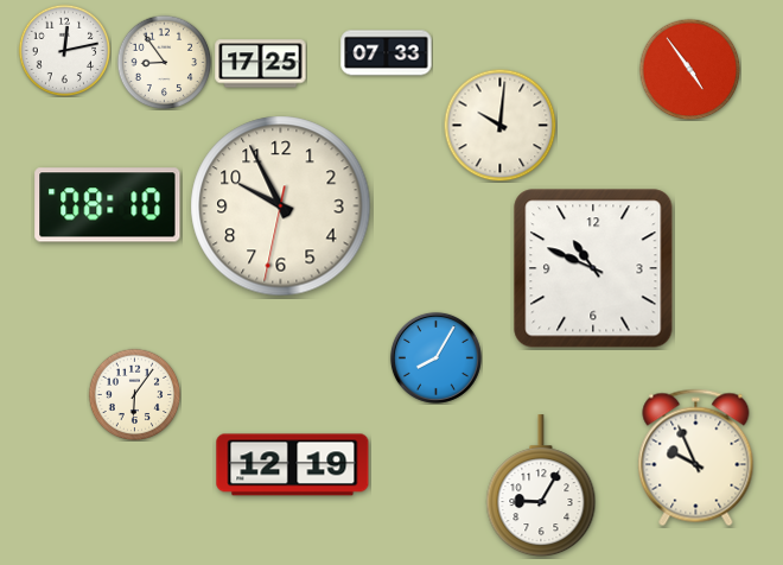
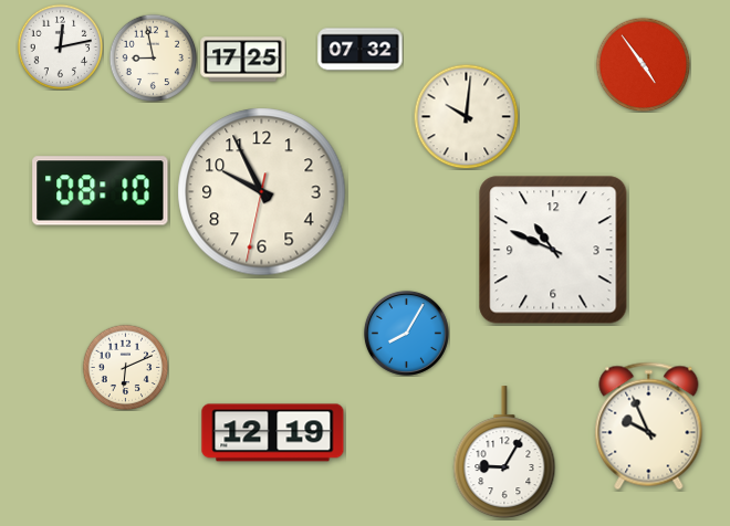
clock at (387, 53): 07:33 -> 07:32
clock at (164, 62): 8:54 -> 8:58
clock at (134, 394): 6:06 -> 6:11
